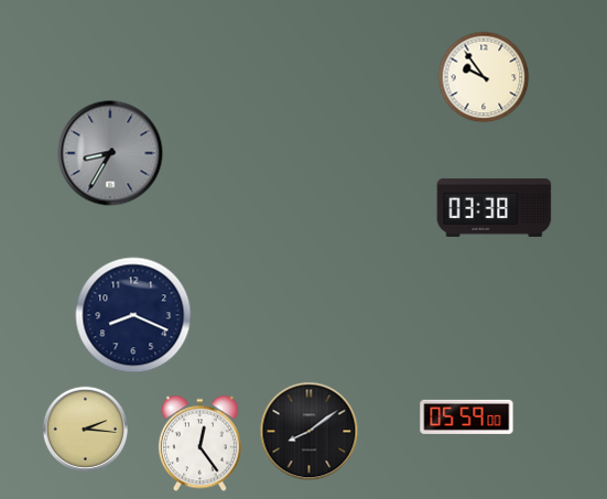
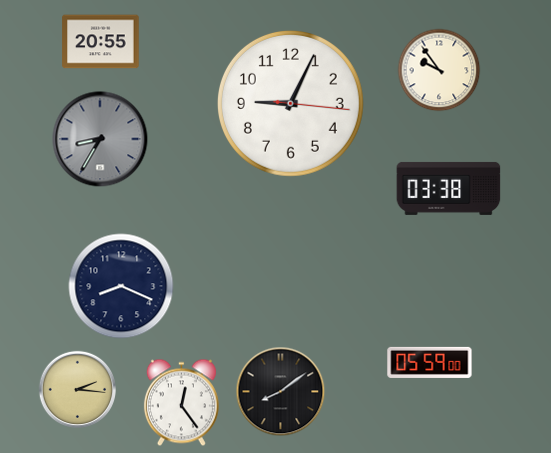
clock at (101, 42): none -> 20:55
clock at (290, 103): none -> 9:04
clock at (467, 416) position: (467, 416) -> (430, 362)
